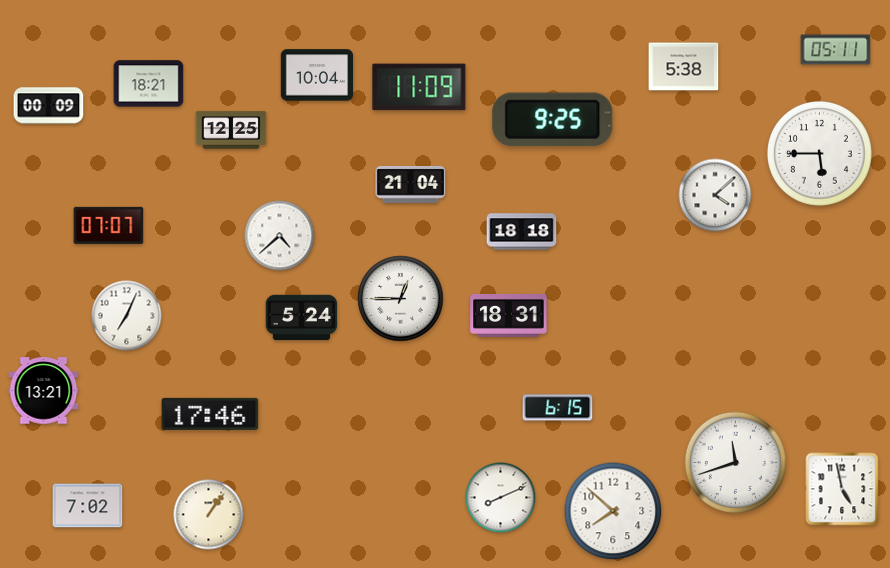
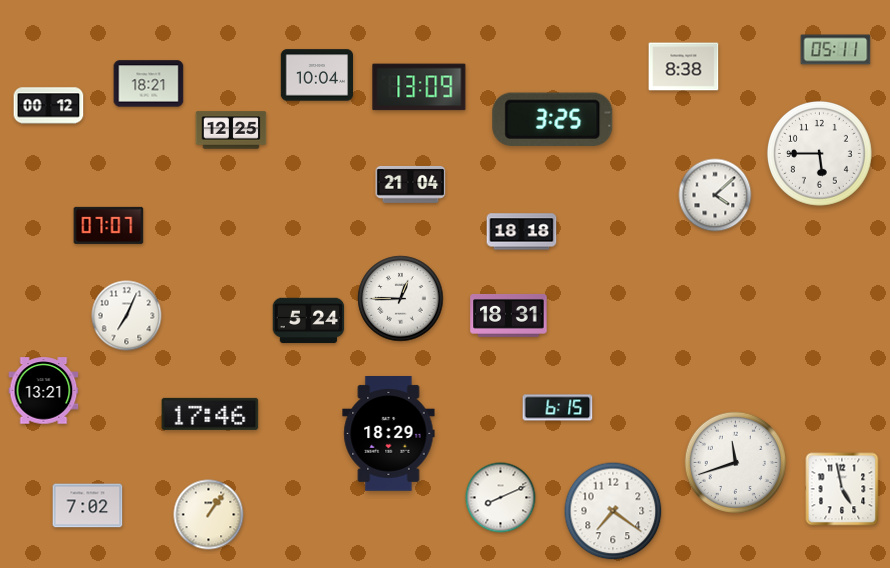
clock at (684, 67): 5:38 -> 8:38
clock at (419, 87): 11:09 -> 13:09
clock at (49, 106): 00:09 -> 00:12
clock at (553, 119): 9:25 -> 3:25
clock at (280, 236): 4:38 -> none
clock at (302, 318) position: (302, 318) -> (309, 321)
clock at (389, 434): none -> 18:29
clock at (613, 511): 7:52 -> 7:21
